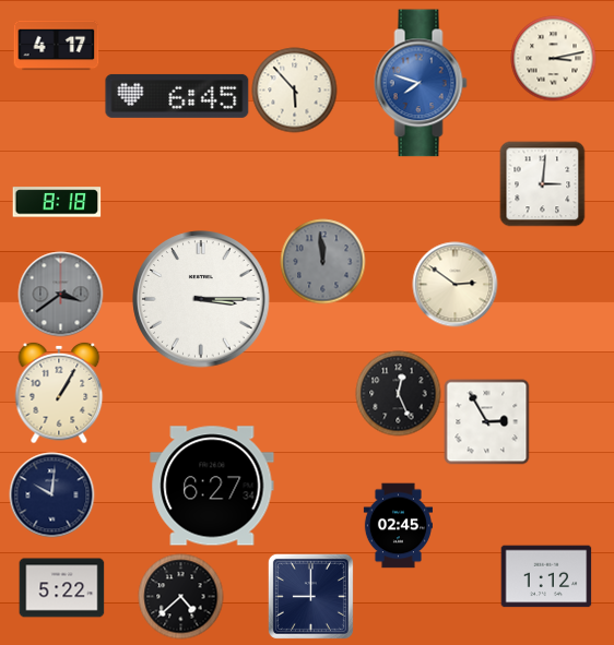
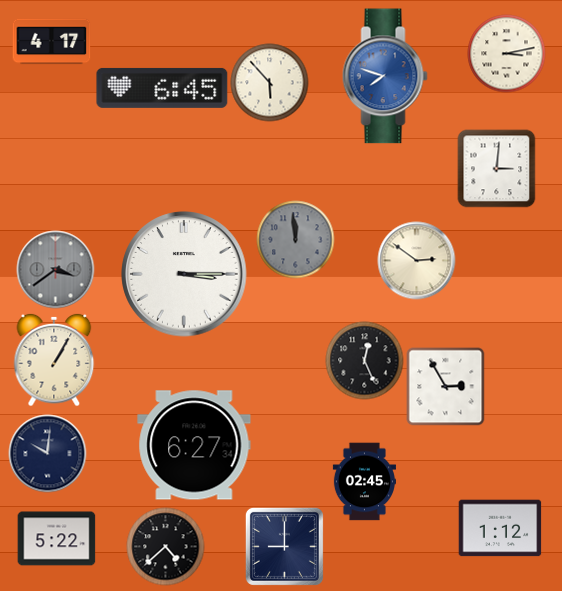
clock at (57, 202): 8:18 -> none
